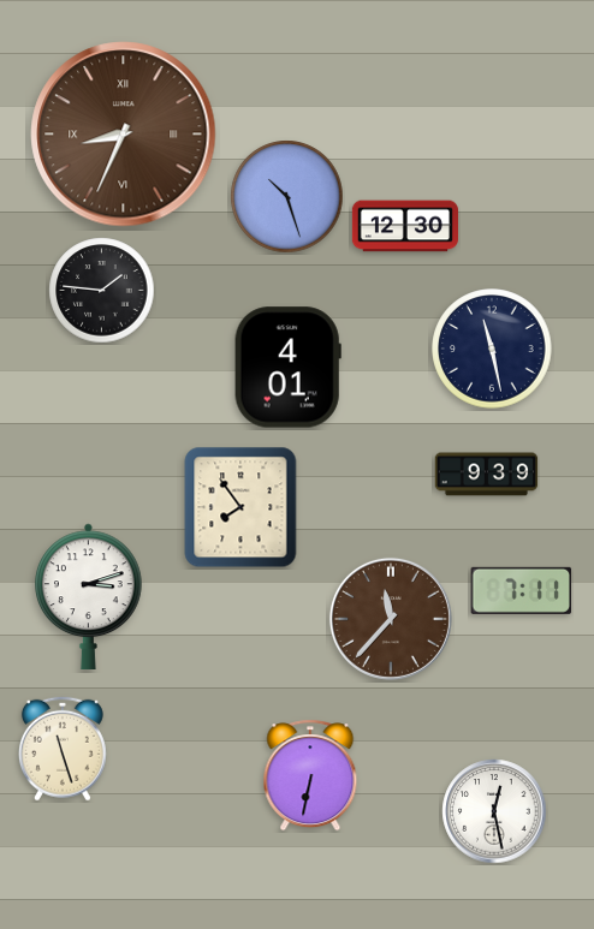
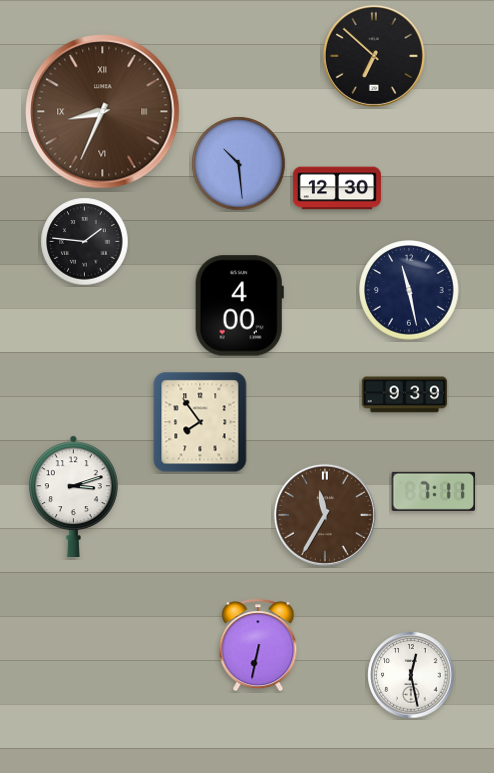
clock at (374, 56): none -> 6:52
clock at (287, 197): 10:27 -> 10:29
clock at (287, 368): 4:01 -> 4:00
clock at (391, 619): 11:37 -> 11:35
clock at (63, 749): 11:27 -> none
